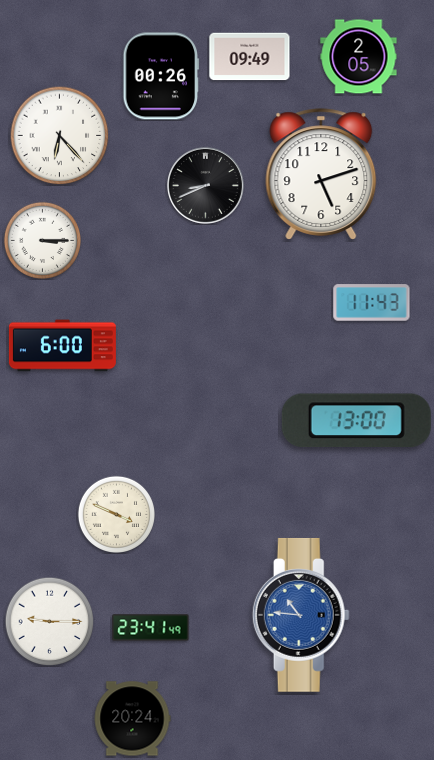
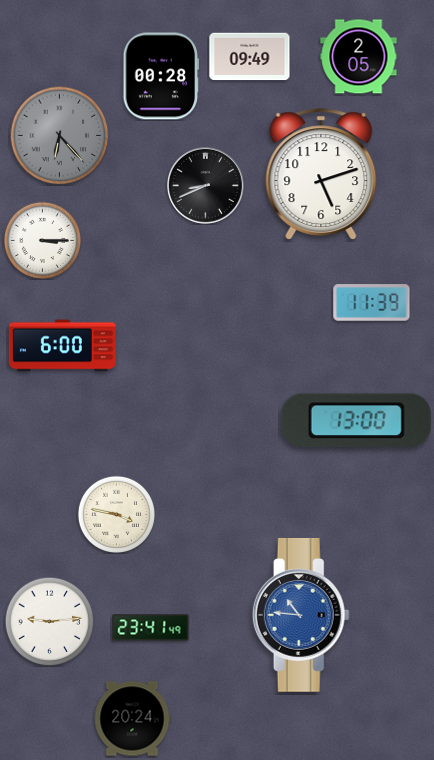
clock at (161, 76): 00:26 -> 00:28
clock at (60, 136) dial: white -> grey
clock at (372, 303): 11:43 -> 11:39
clock at (116, 514): 3:49 -> 3:47
clock at (49, 621): 9:15 -> 9:14
